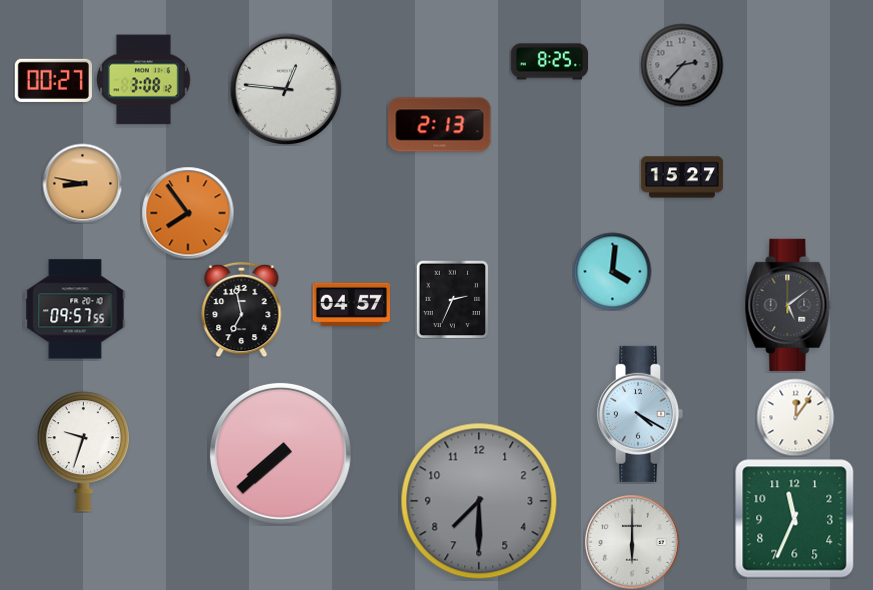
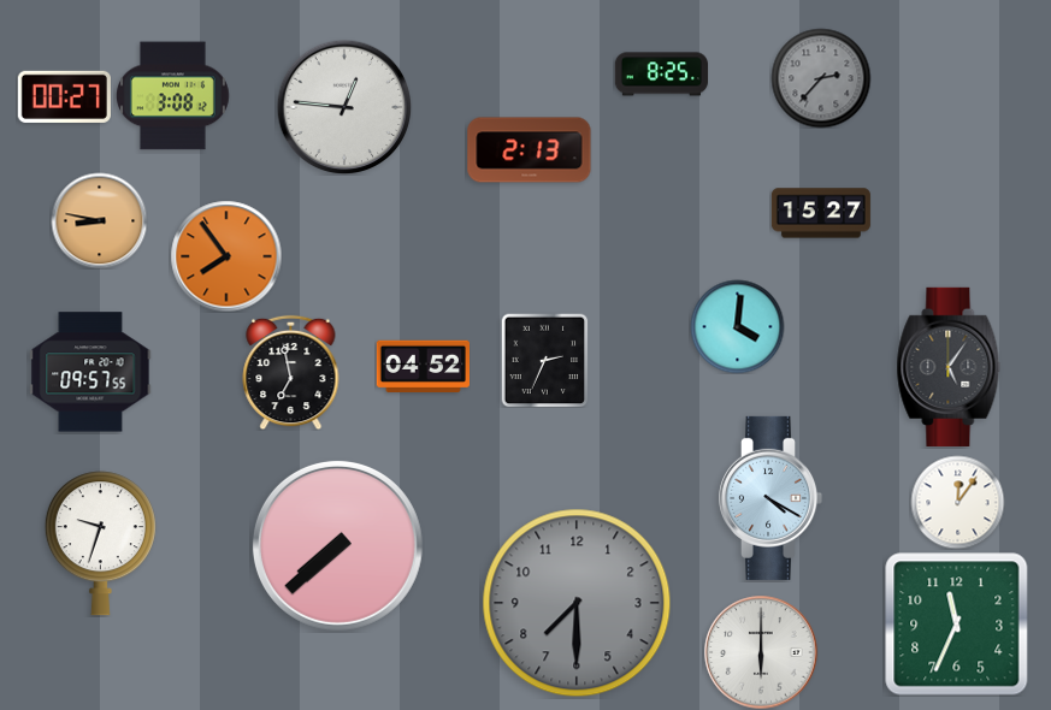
clock at (351, 304): 04:57 -> 04:52
clock at (788, 305): 5:09 -> 5:06
